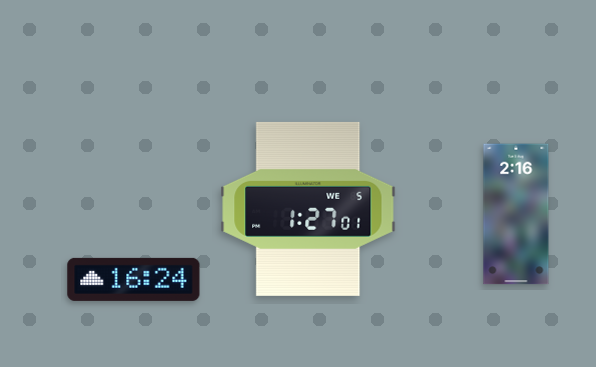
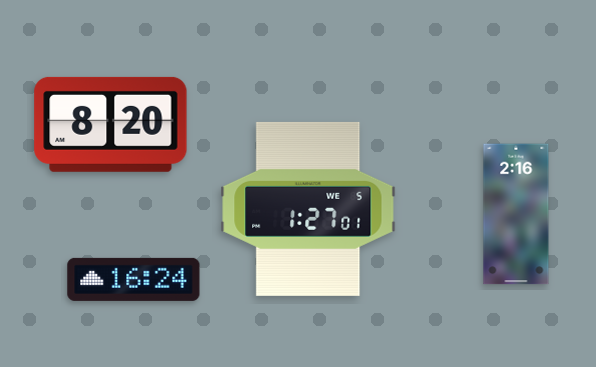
clock at (111, 124): none -> 8:20
